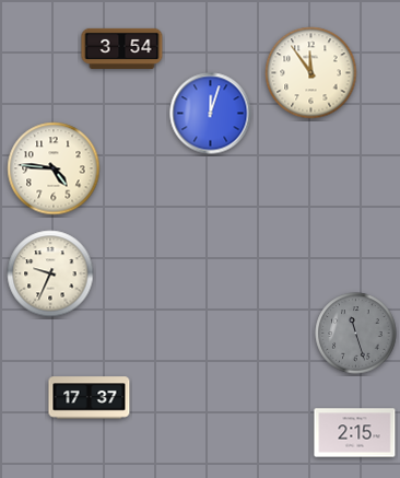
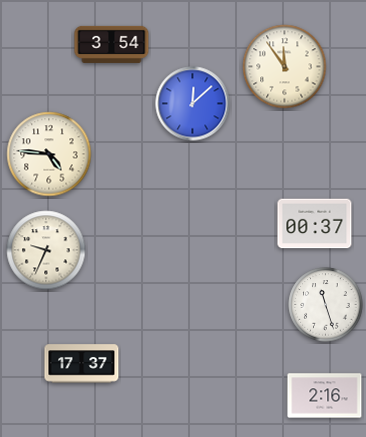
clock at (211, 114): 12:03 -> 12:08
clock at (315, 224): none -> 00:37
clock at (356, 334) dial: grey -> white
clock at (355, 433): 2:15 -> 2:16
